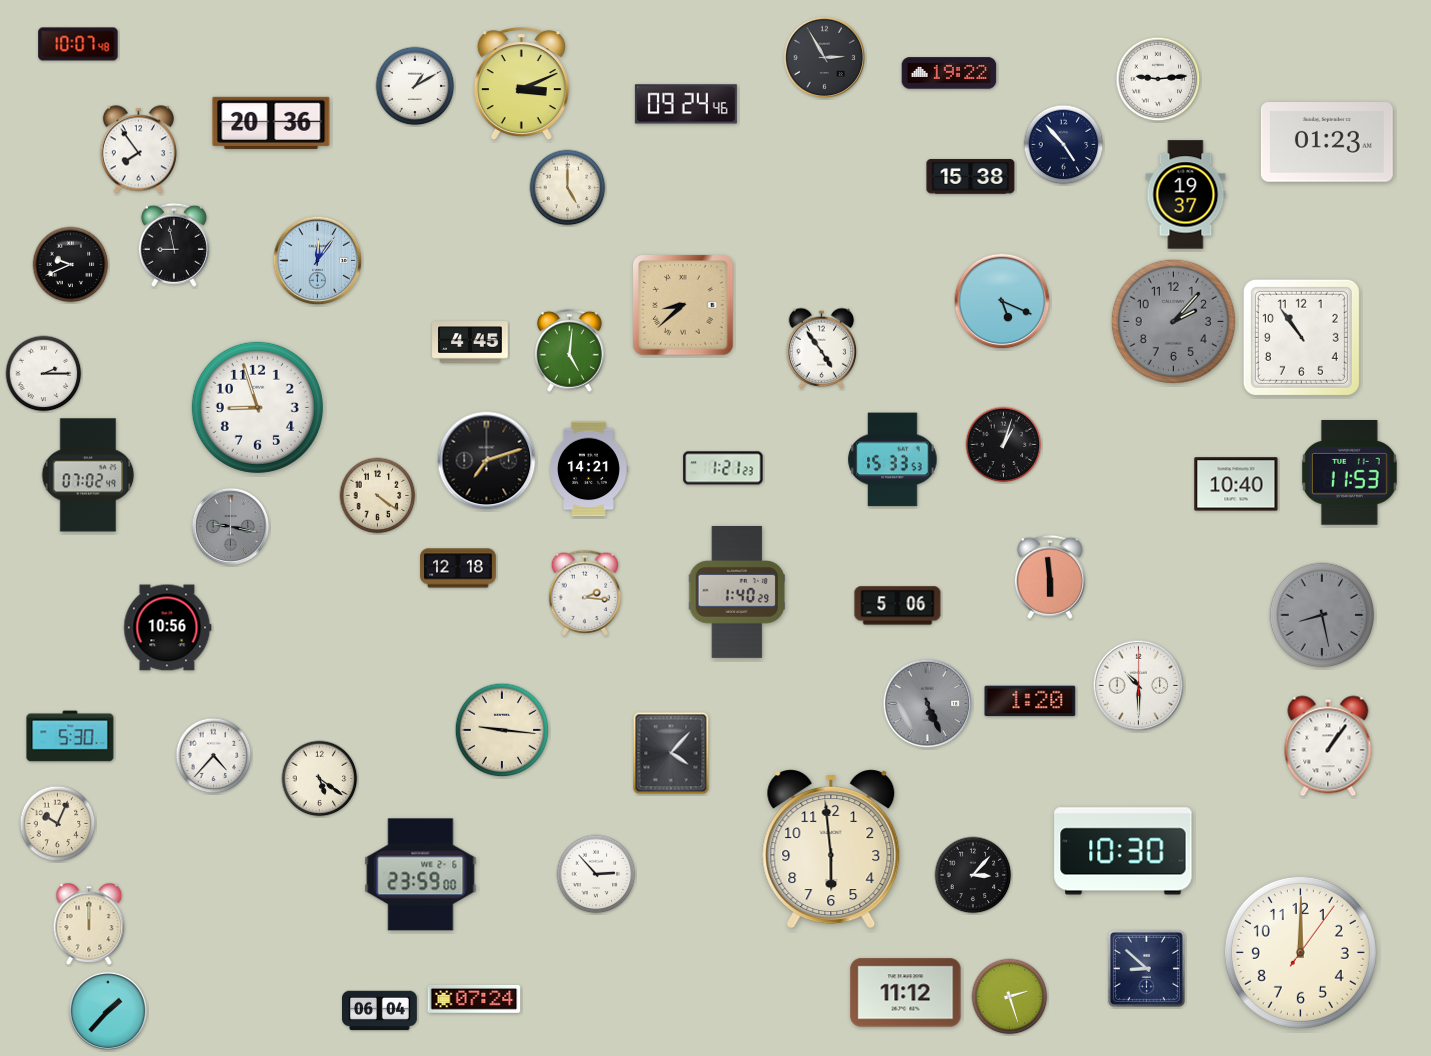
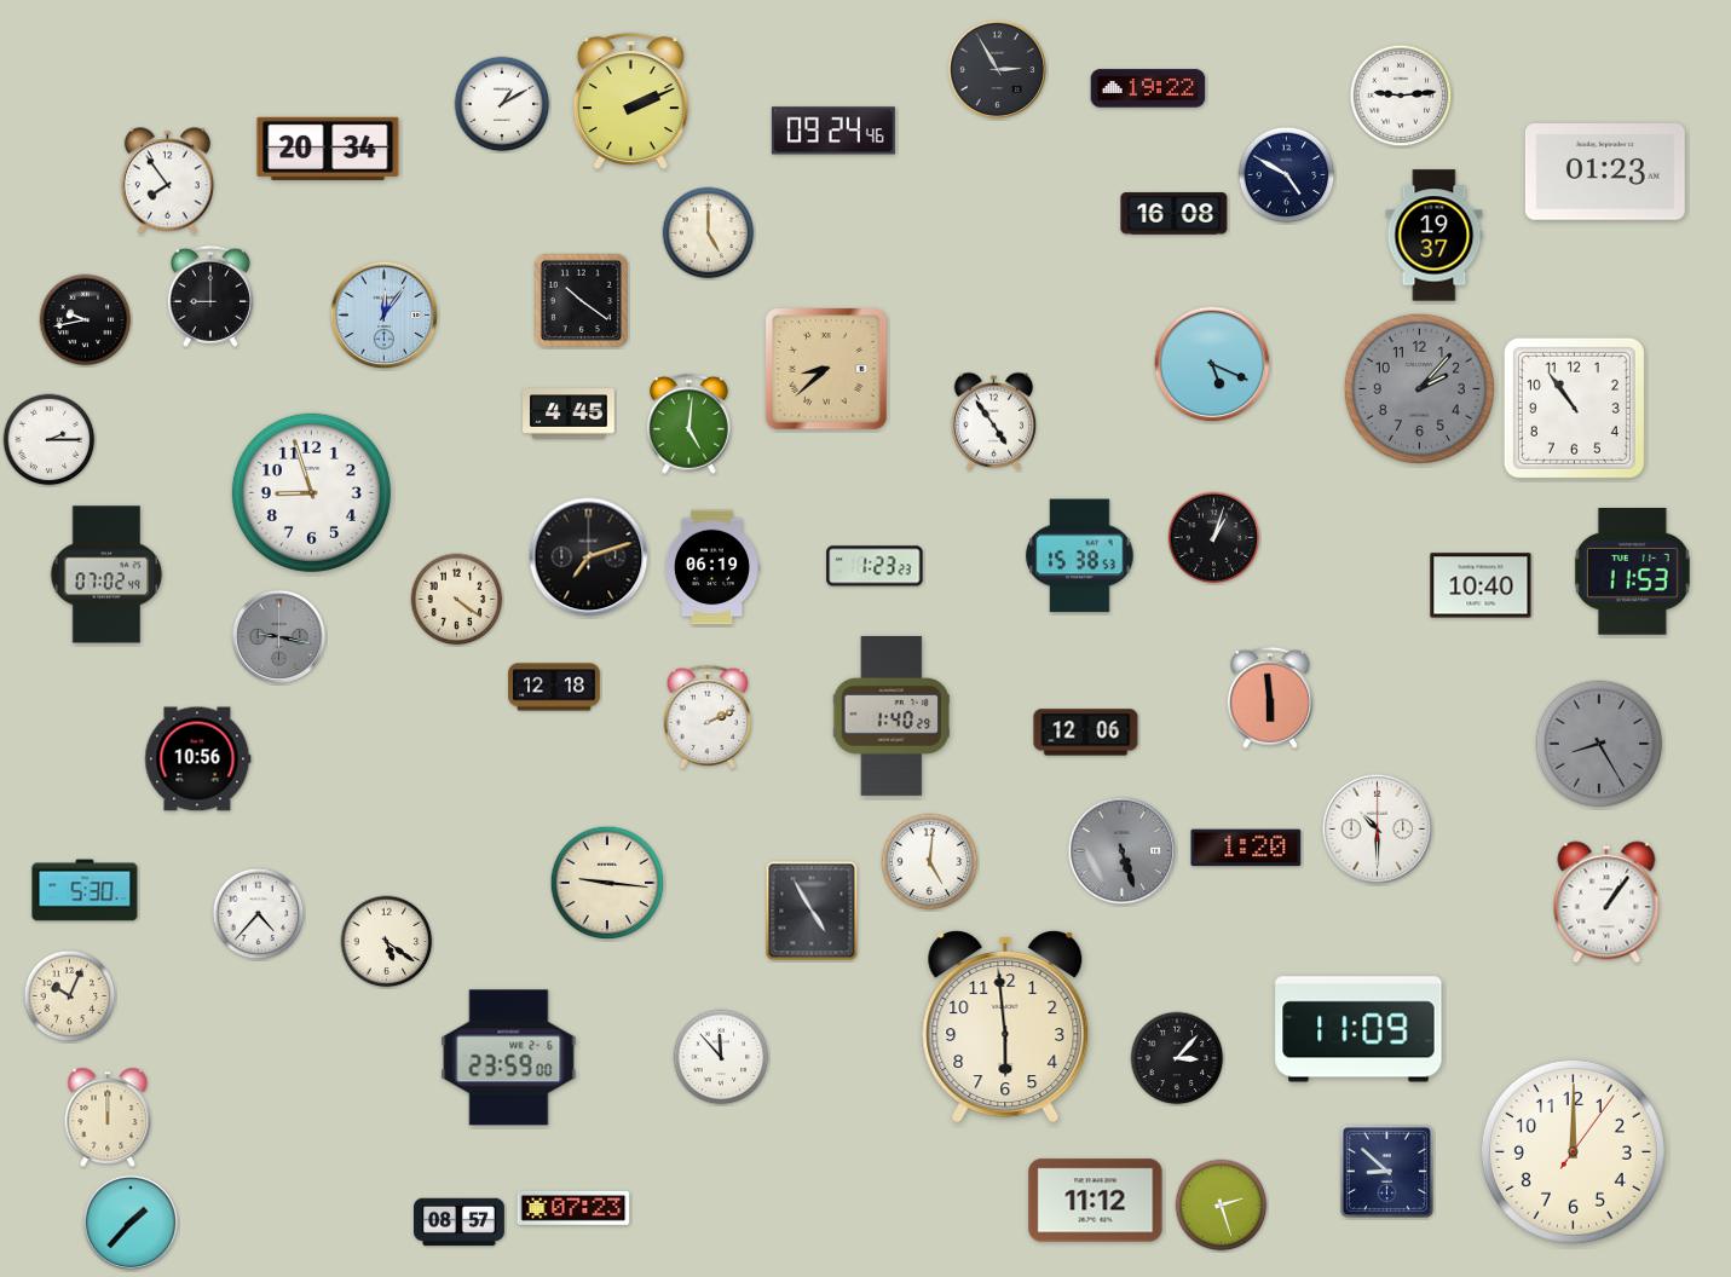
clock at (78, 44): 10:07 -> none
clock at (521, 84): 3:11 -> 2:11
clock at (686, 104) position: (686, 104) -> (833, 131)
clock at (271, 123): 20:36 -> 20:34
clock at (1064, 145): 4:53 -> 4:50
clock at (971, 177): 15:38 -> 16:08
clock at (568, 188) position: (568, 188) -> (709, 233)
clock at (174, 245): 8:58 -> 9:00
clock at (581, 300): none -> 10:21
clock at (71, 265): 9:41 -> 9:43
clock at (44, 374) position: (44, 374) -> (50, 440)
clock at (893, 460): 15:33 -> 15:38
clock at (723, 468): 1:21 -> 1:23
clock at (588, 469): 14:21 -> 06:19
clock at (1236, 484) position: (1236, 484) -> (1481, 585)
clock at (585, 593): 2:16 -> 2:11
clock at (898, 606): 5:06 -> 12:06
clock at (1322, 615): 8:28 -> 8:25
clock at (168, 628) position: (168, 628) -> (198, 759)
clock at (928, 704): 5:26 -> 5:27
clock at (930, 862): none -> 5:01
clock at (671, 753): 4:07 -> 4:55
clock at (1123, 851): 10:30 -> 11:09
clock at (596, 874): 2:53 -> 11:53
clock at (474, 999): 07:24 -> 07:23
clock at (380, 1011): 06:04 -> 08:57
